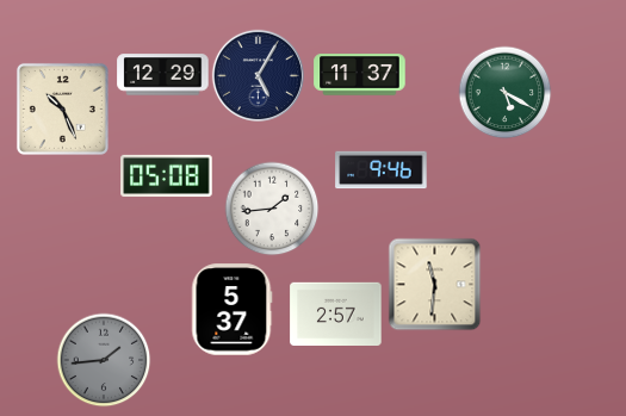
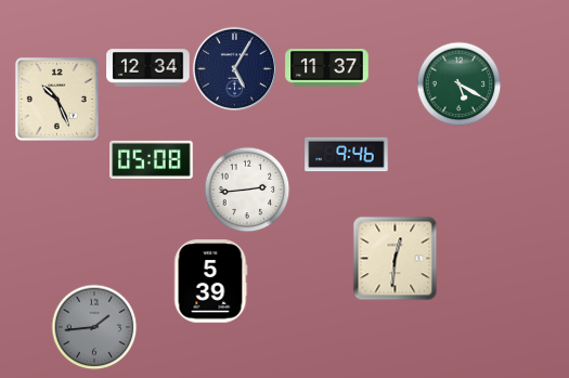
clock at (163, 75): 12:29 -> 12:34
clock at (272, 209): 1:44 -> 2:44
clock at (434, 284): 11:31 -> 12:31
clock at (233, 310): 5:37 -> 5:39
clock at (336, 313): 2:57 -> none
